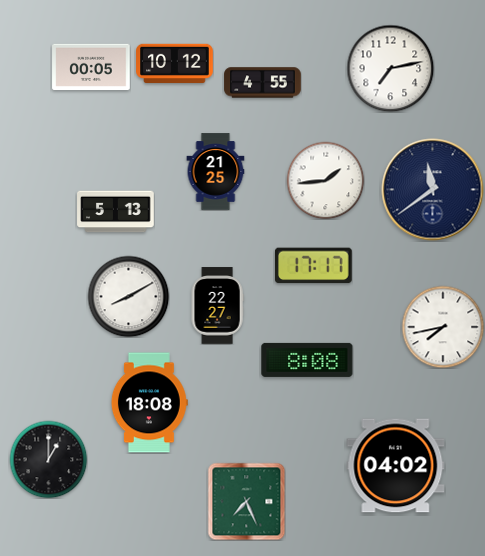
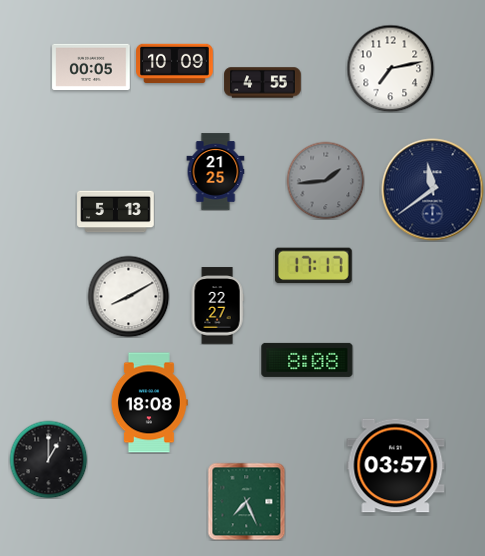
clock at (175, 64): 10:12 -> 10:09
clock at (325, 180) dial: white -> grey
clock at (443, 327): 7:43 -> none
clock at (396, 466): 04:02 -> 03:57
